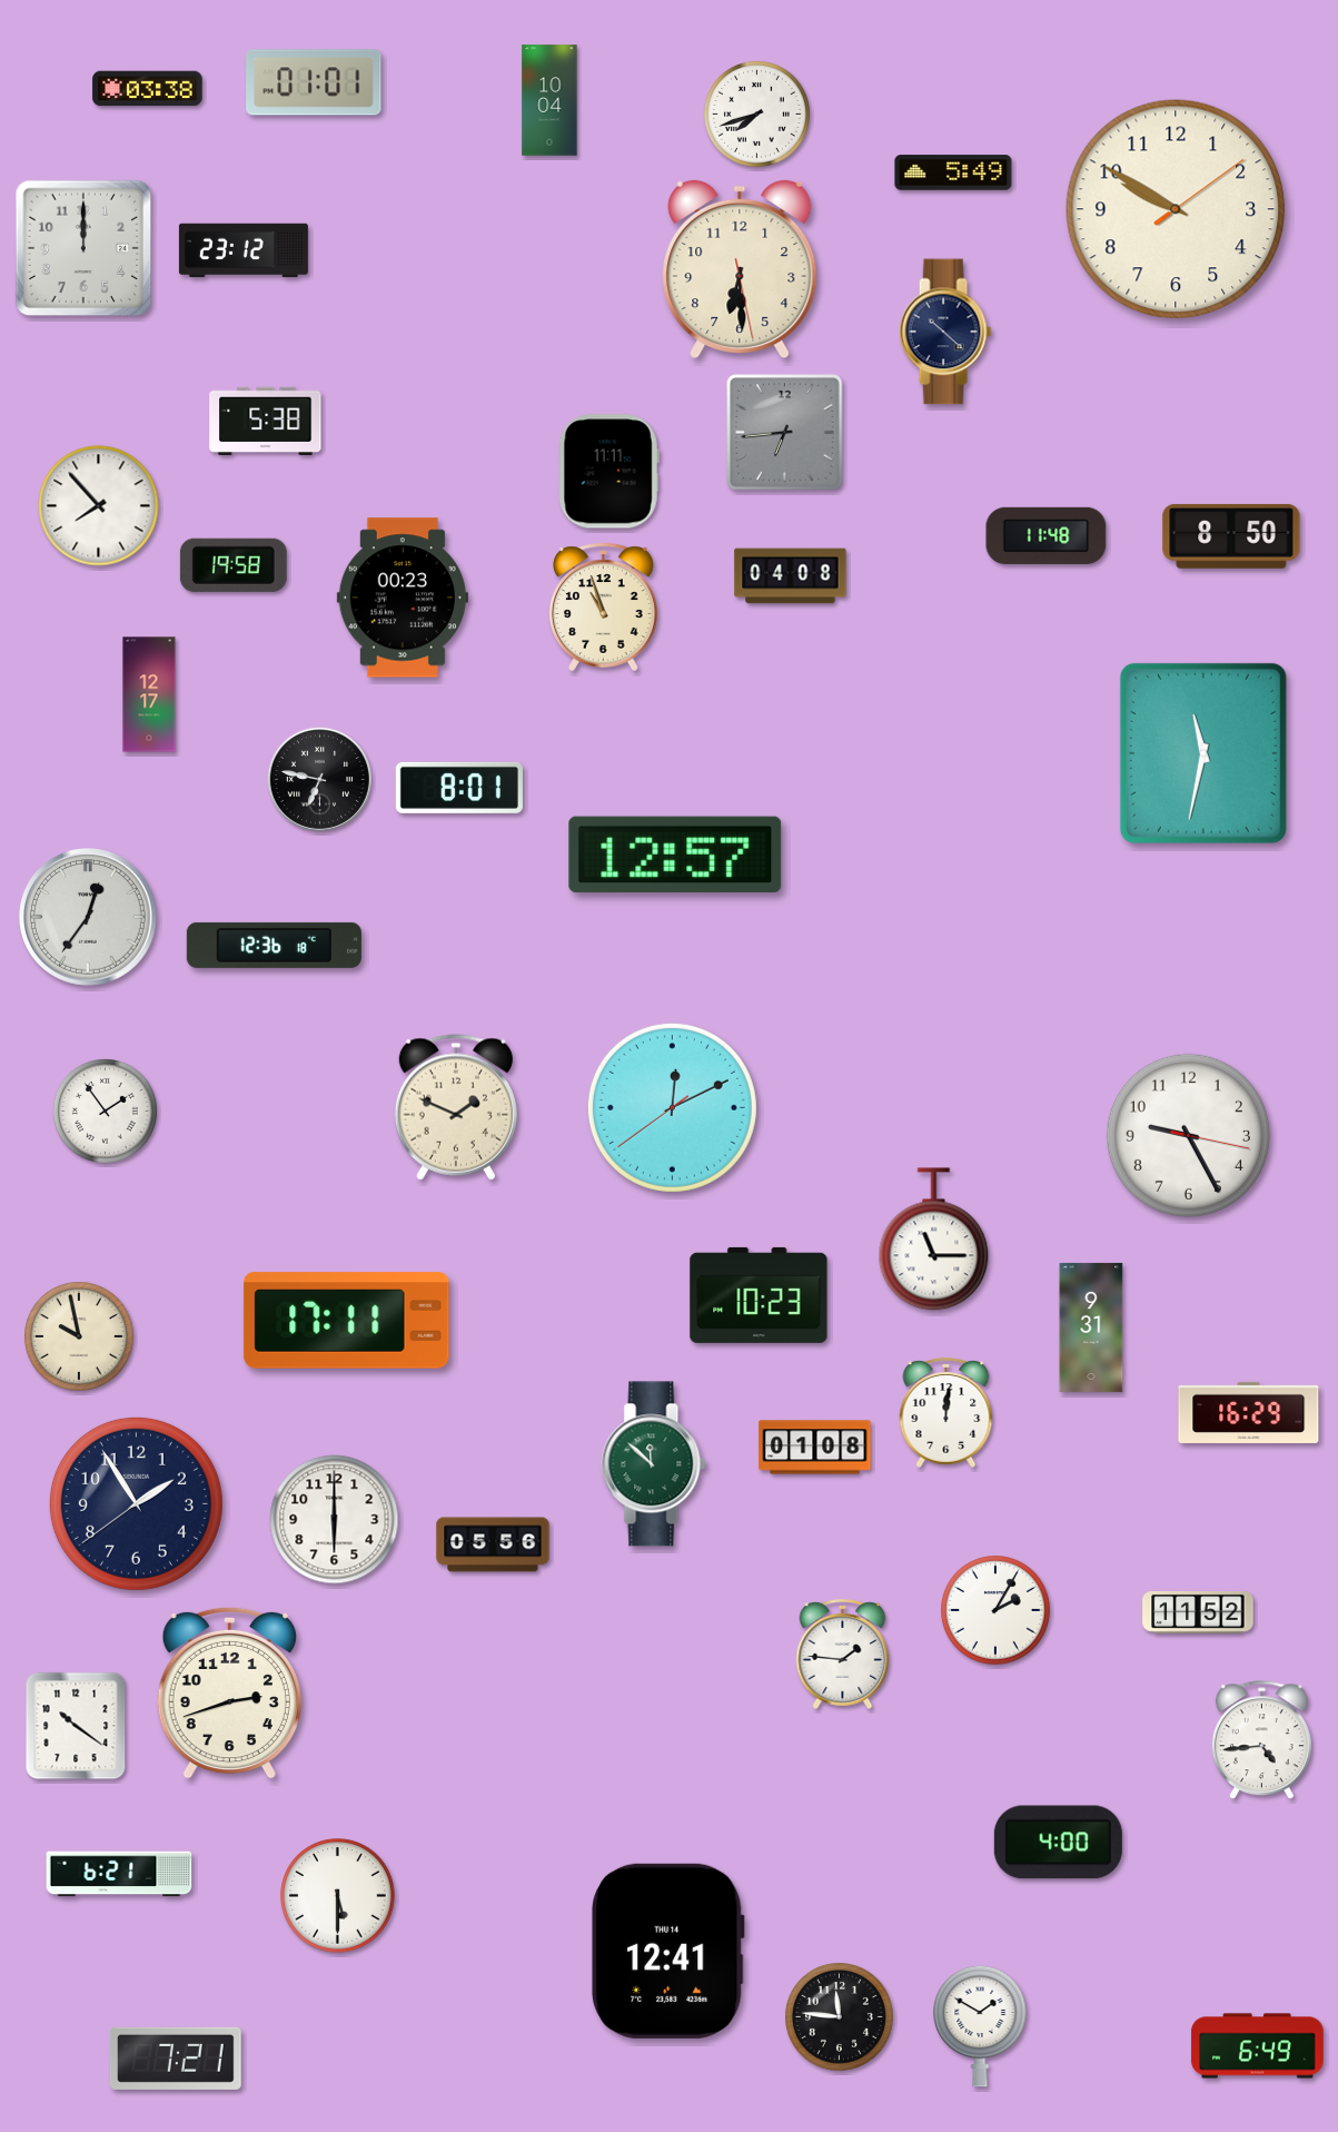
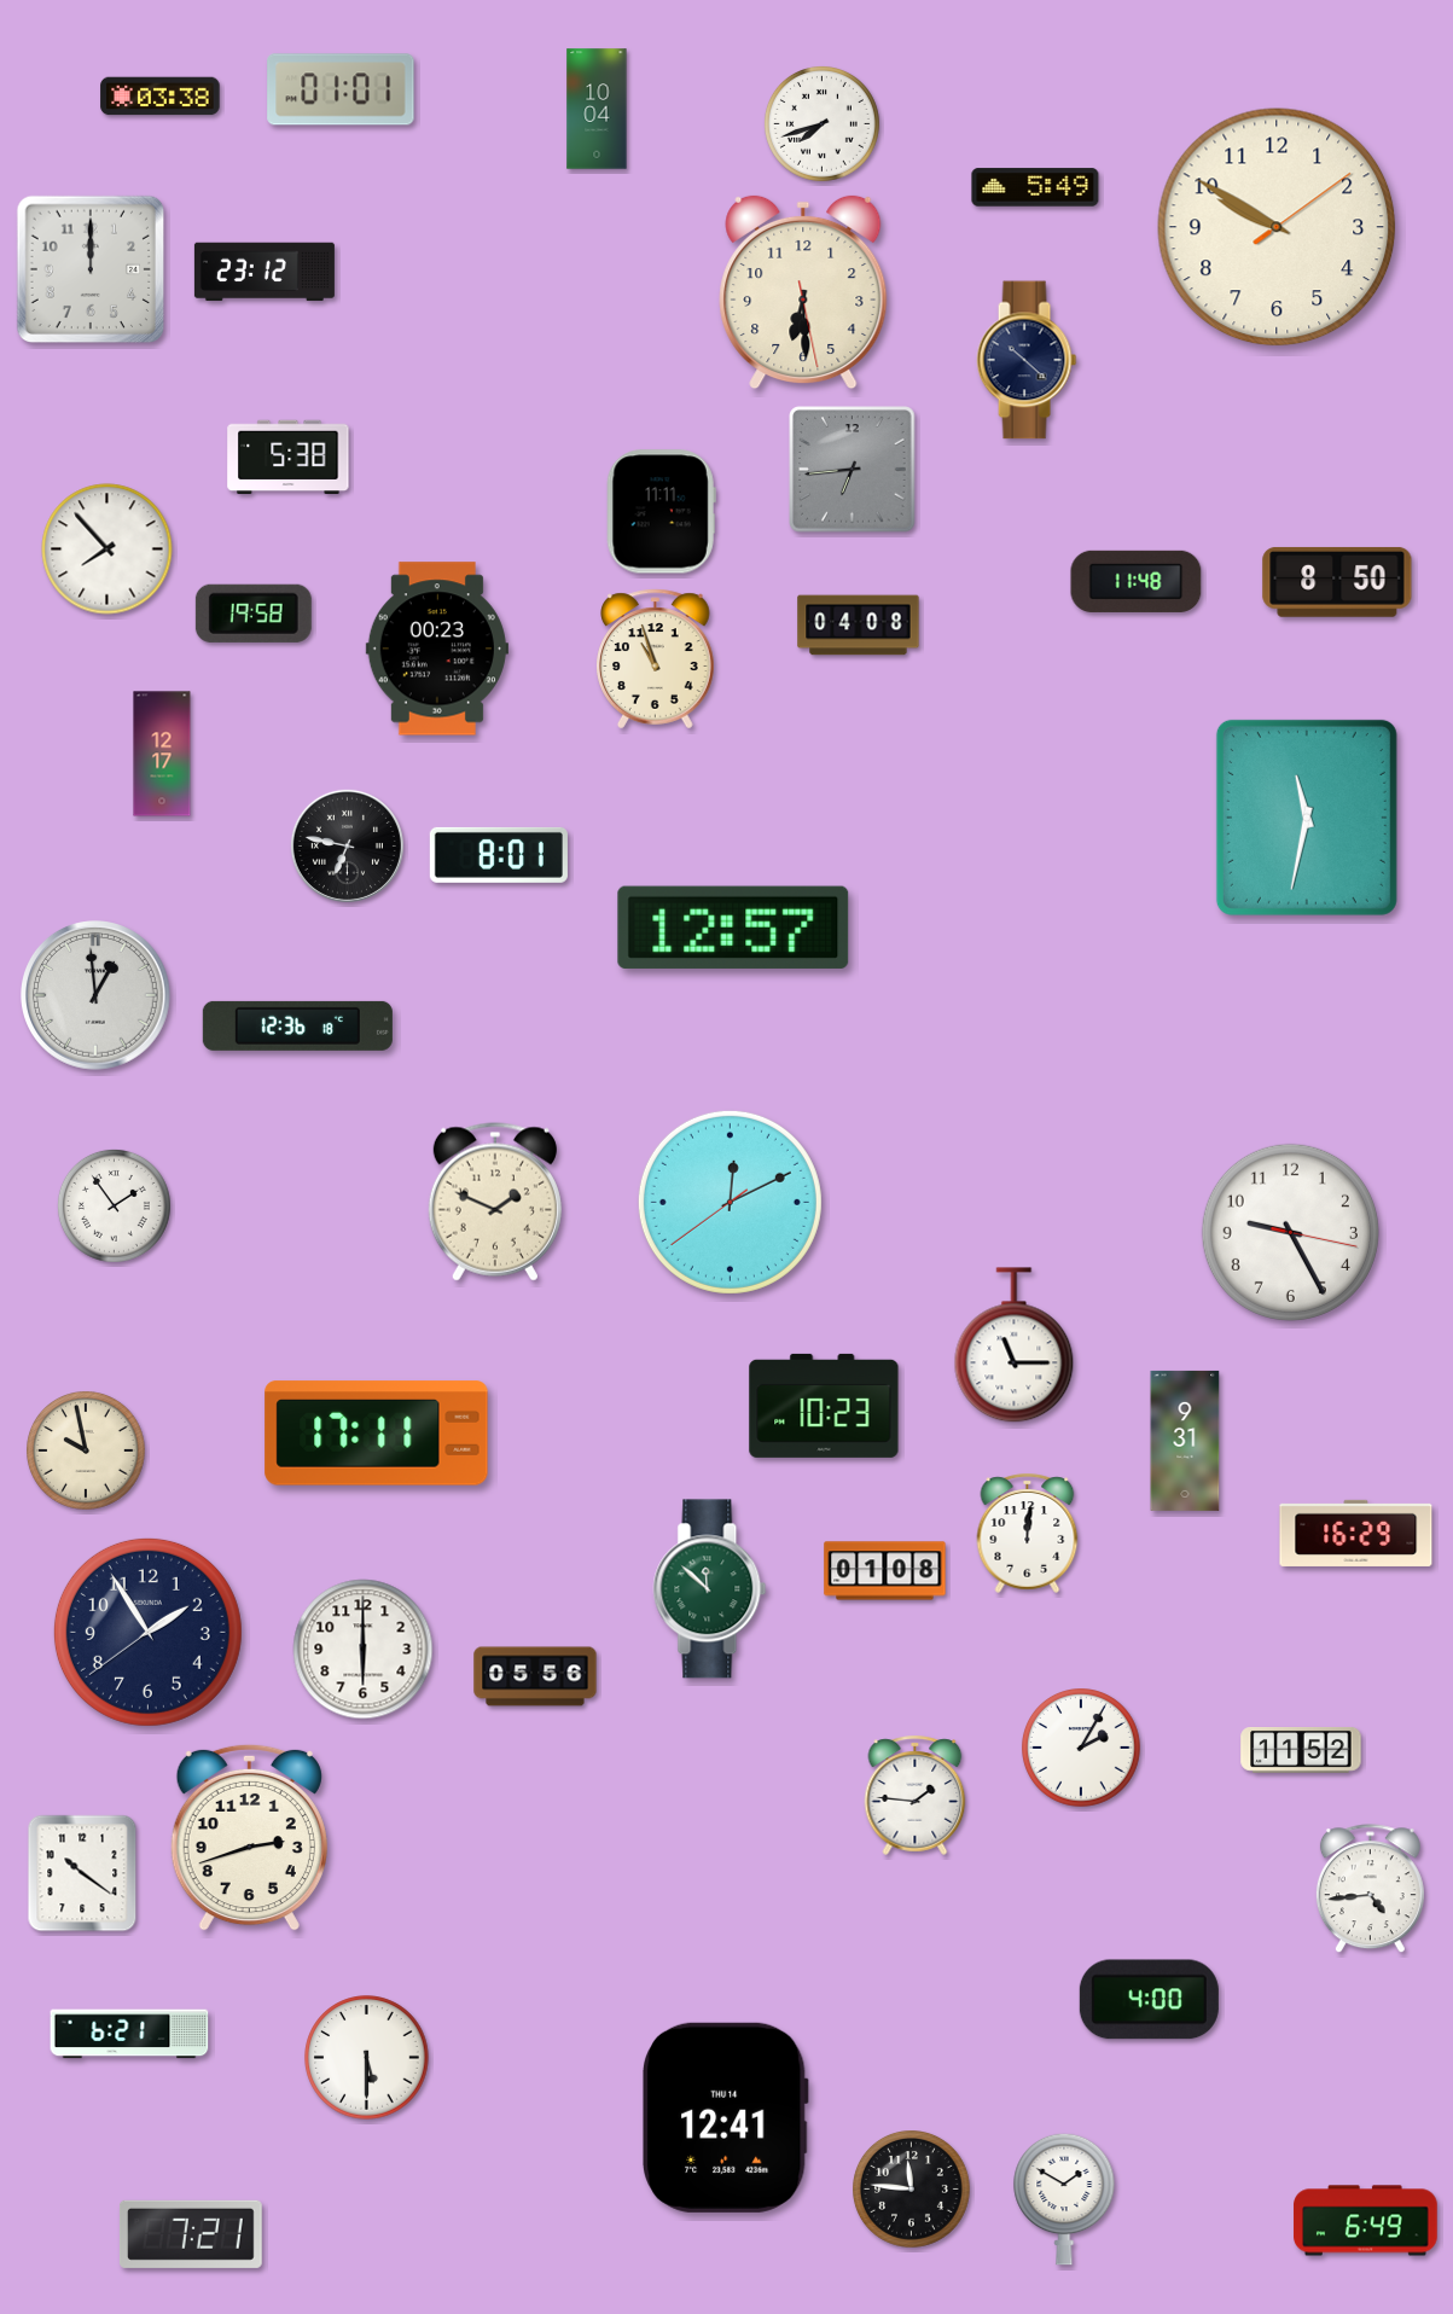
clock at (89, 918): 12:36 -> 12:59
